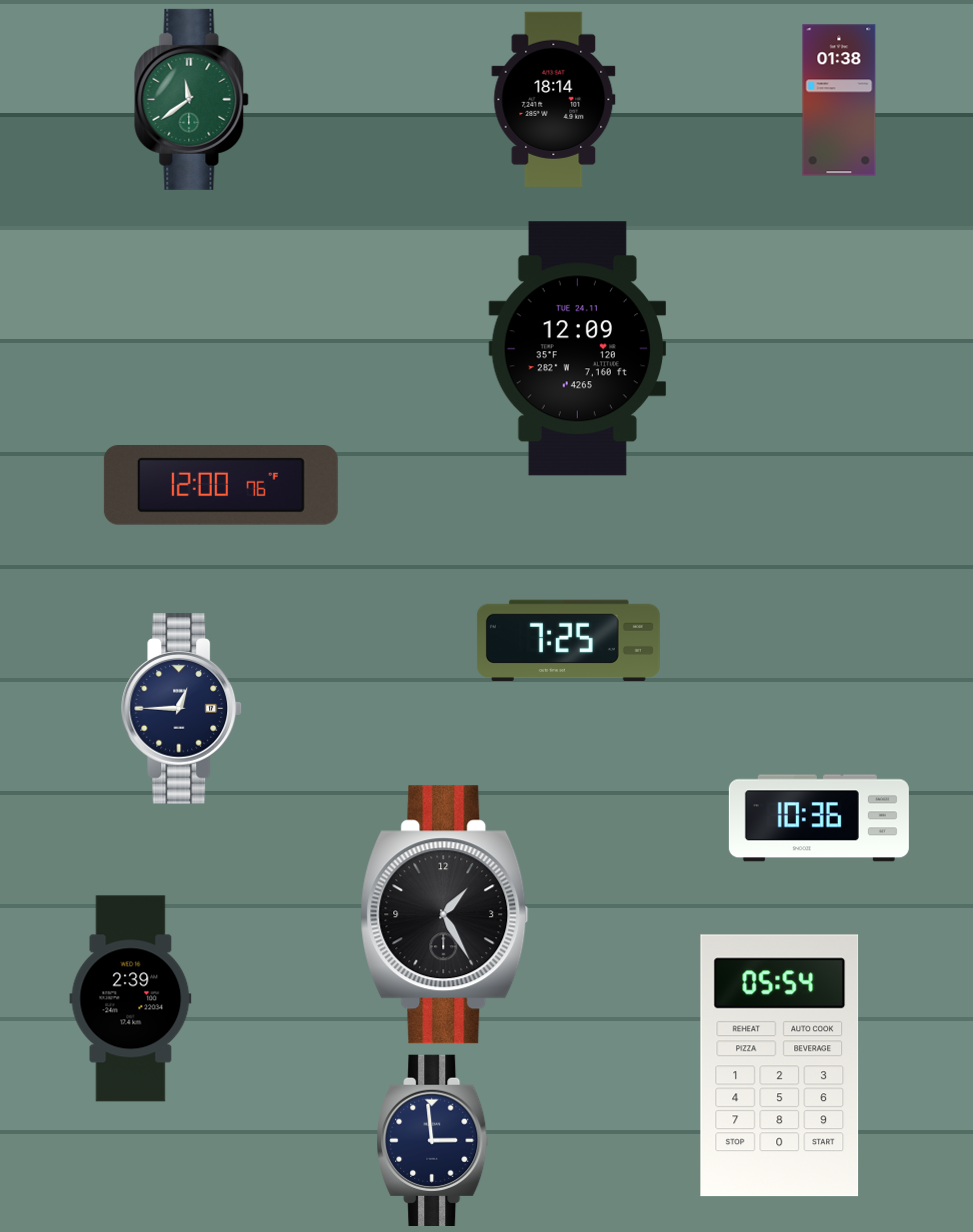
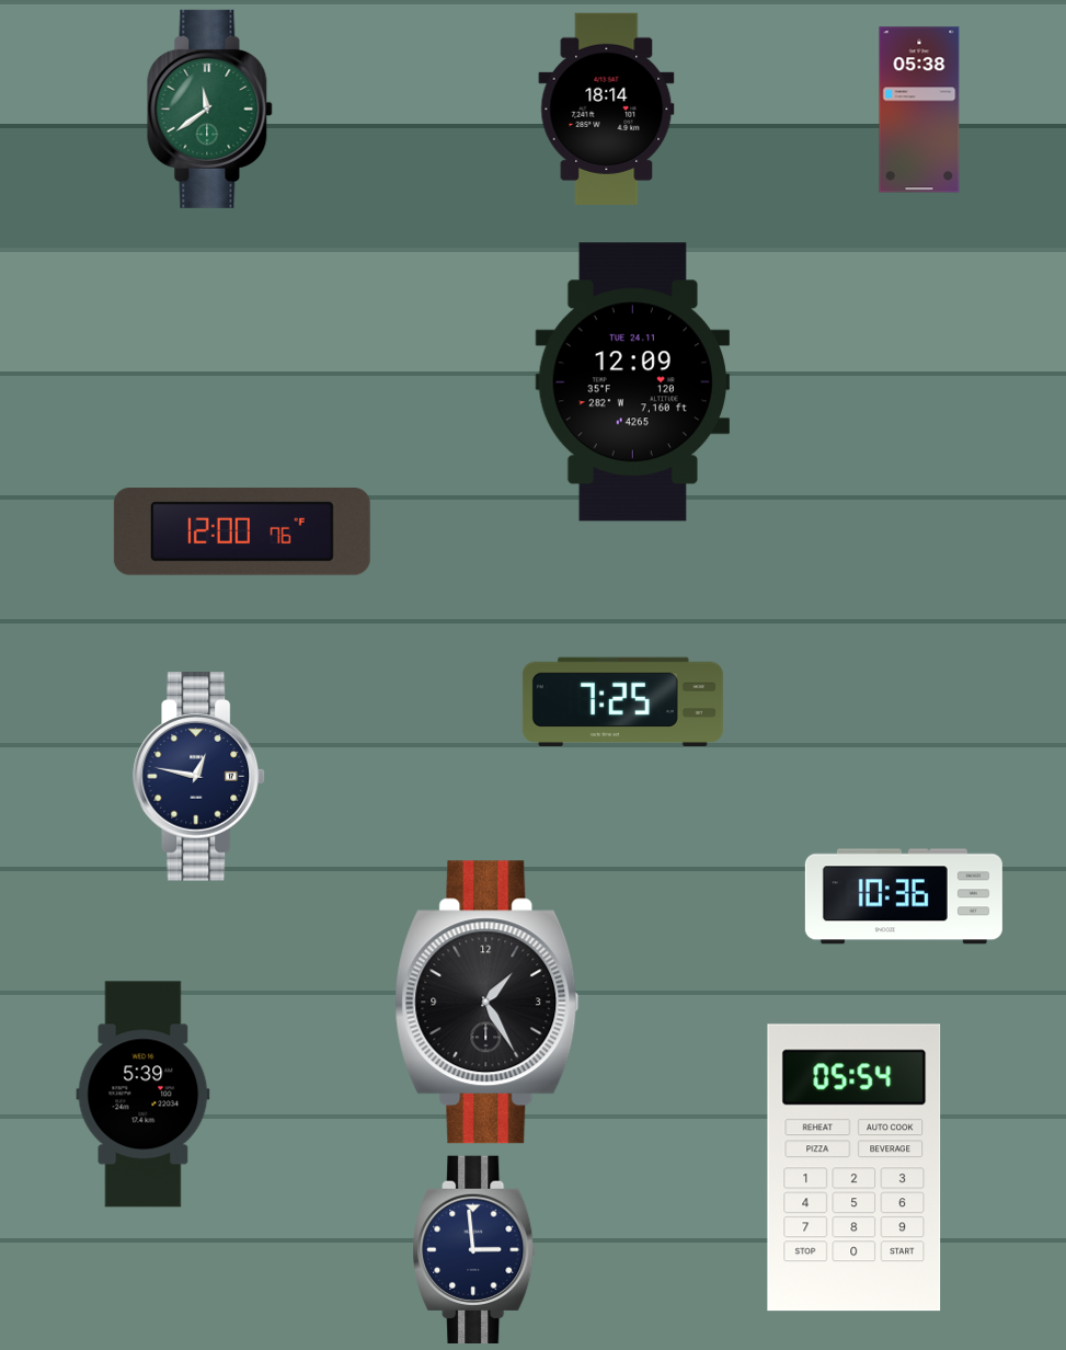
clock at (839, 100): 01:38 -> 05:38
clock at (182, 709): 12:45 -> 12:47
clock at (819, 818) position: (819, 818) -> (904, 896)
clock at (131, 999): 2:39 -> 5:39
